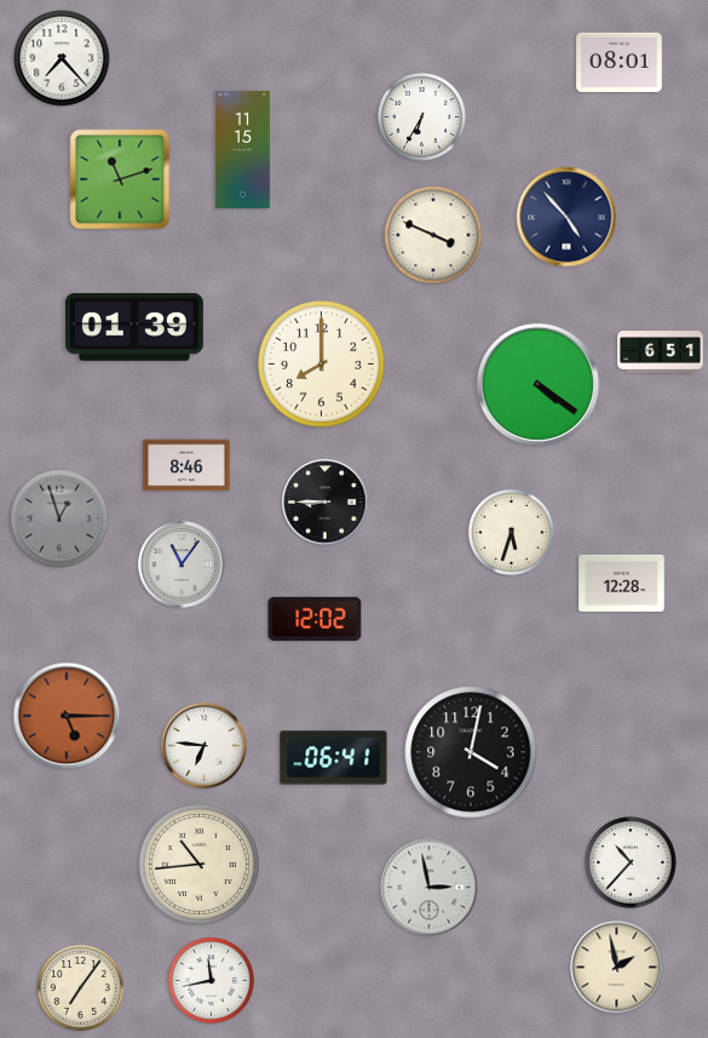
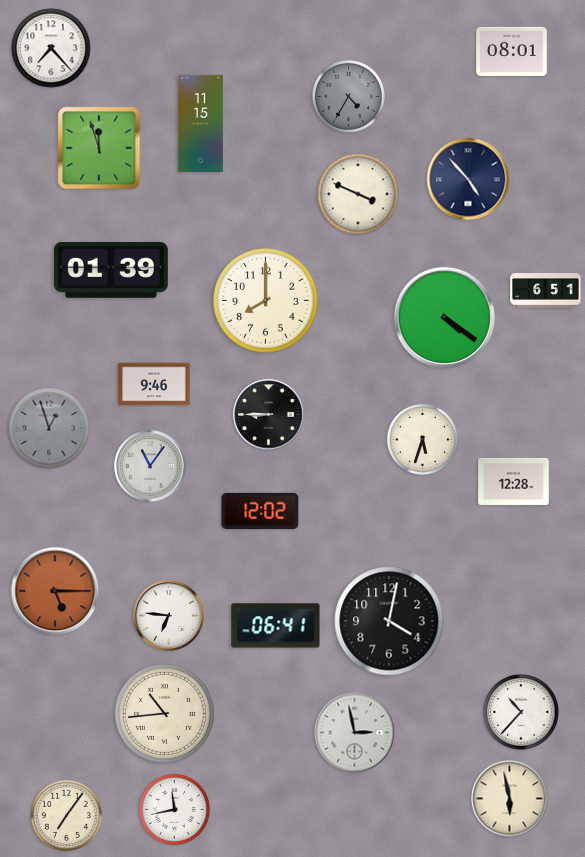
clock at (421, 116): 6:35 -> 4:35
clock at (421, 116) dial: white -> grey
clock at (120, 179): 11:12 -> 11:57
clock at (186, 465): 8:46 -> 9:46
clock at (617, 968): 1:58 -> 5:58
